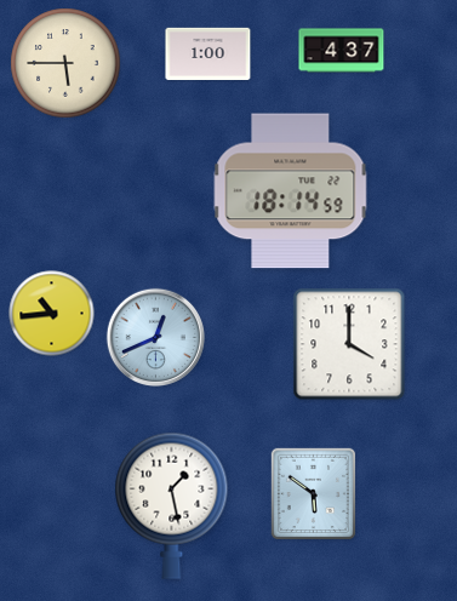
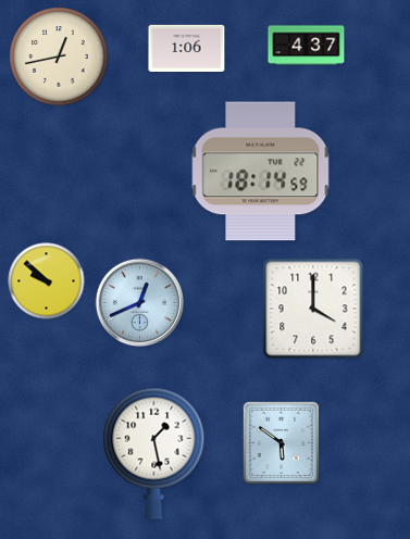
clock at (208, 53): 1:00 -> 1:06
clock at (65, 63): 5:45 -> 12:43
clock at (52, 314): 10:44 -> 9:52
